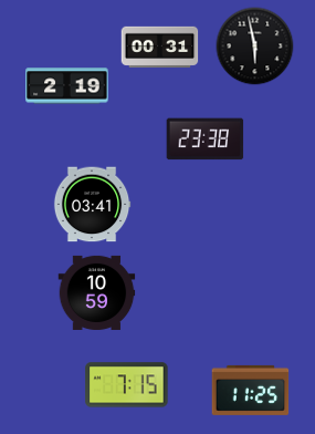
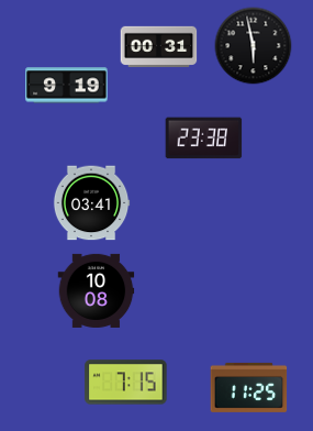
clock at (67, 86): 2:19 -> 9:19
clock at (97, 292): 10:59 -> 10:08
